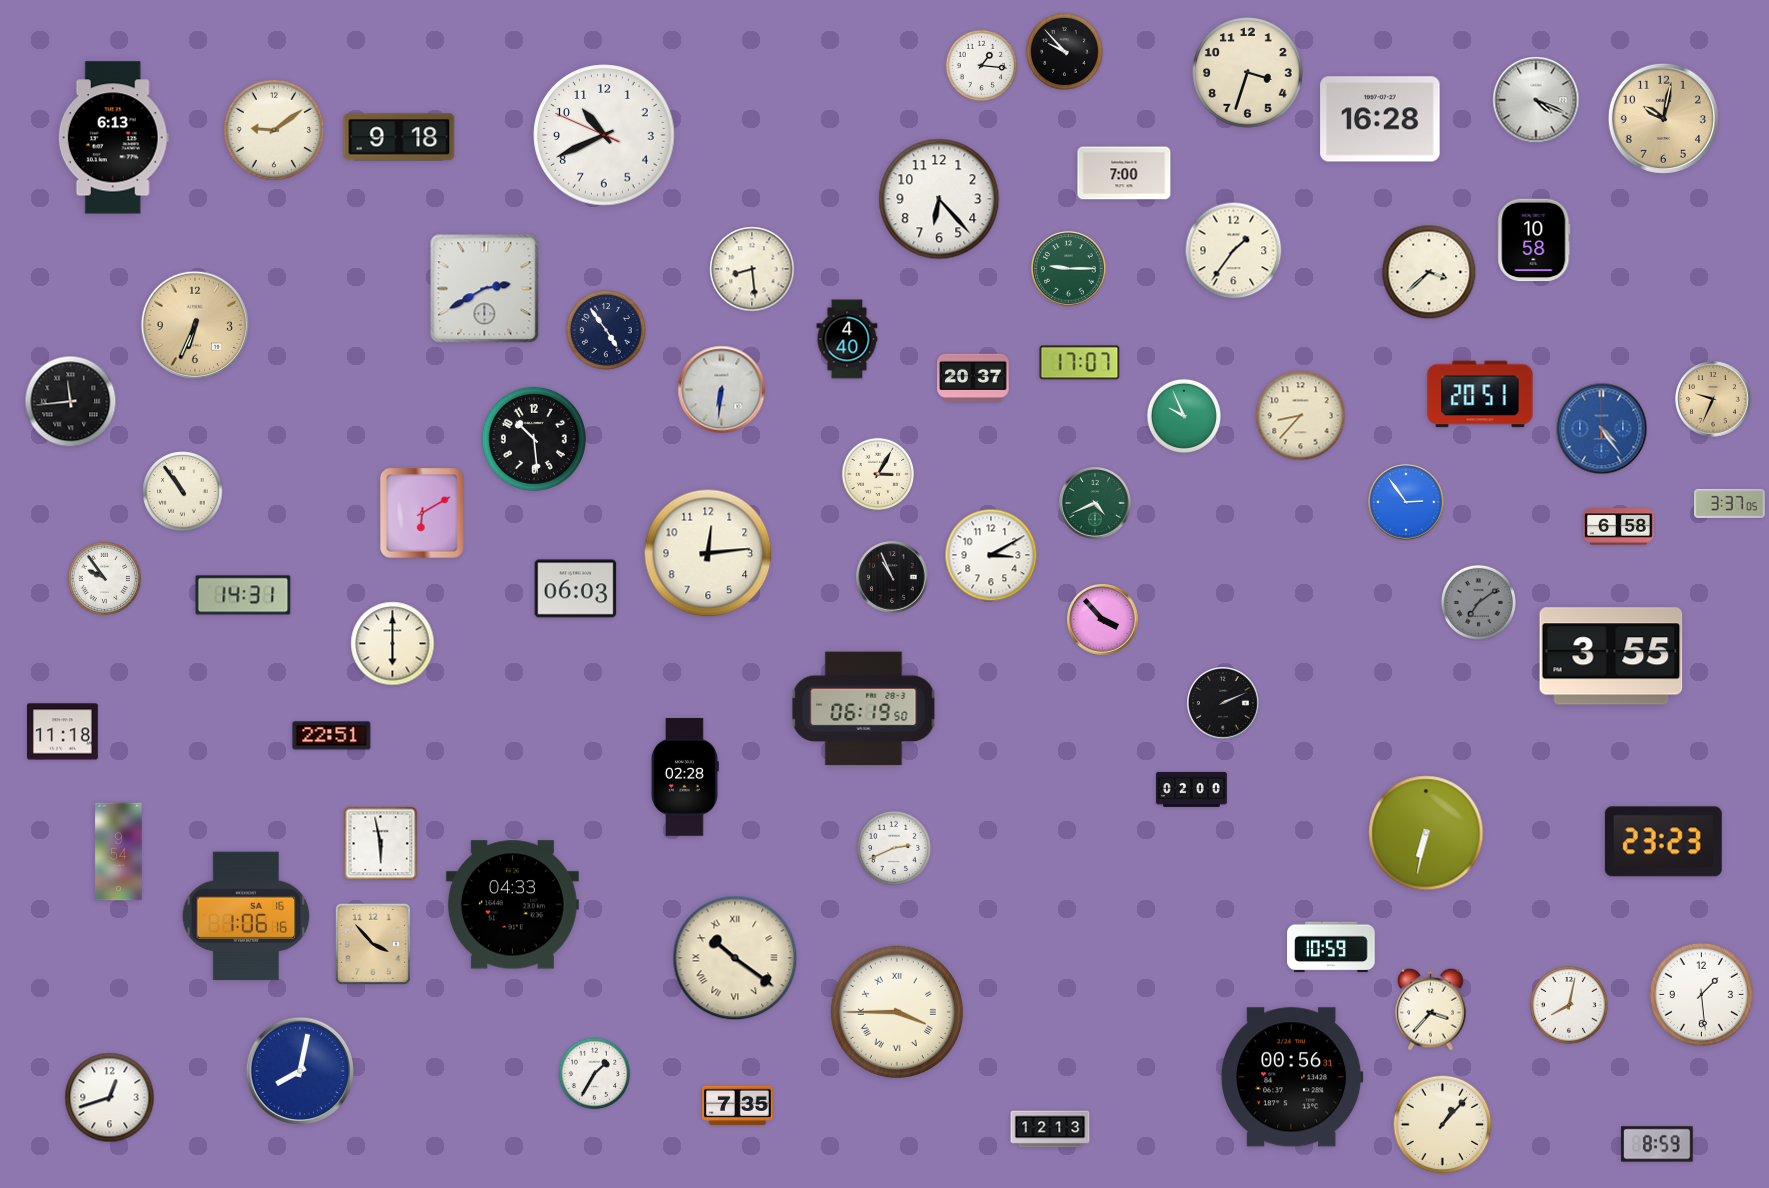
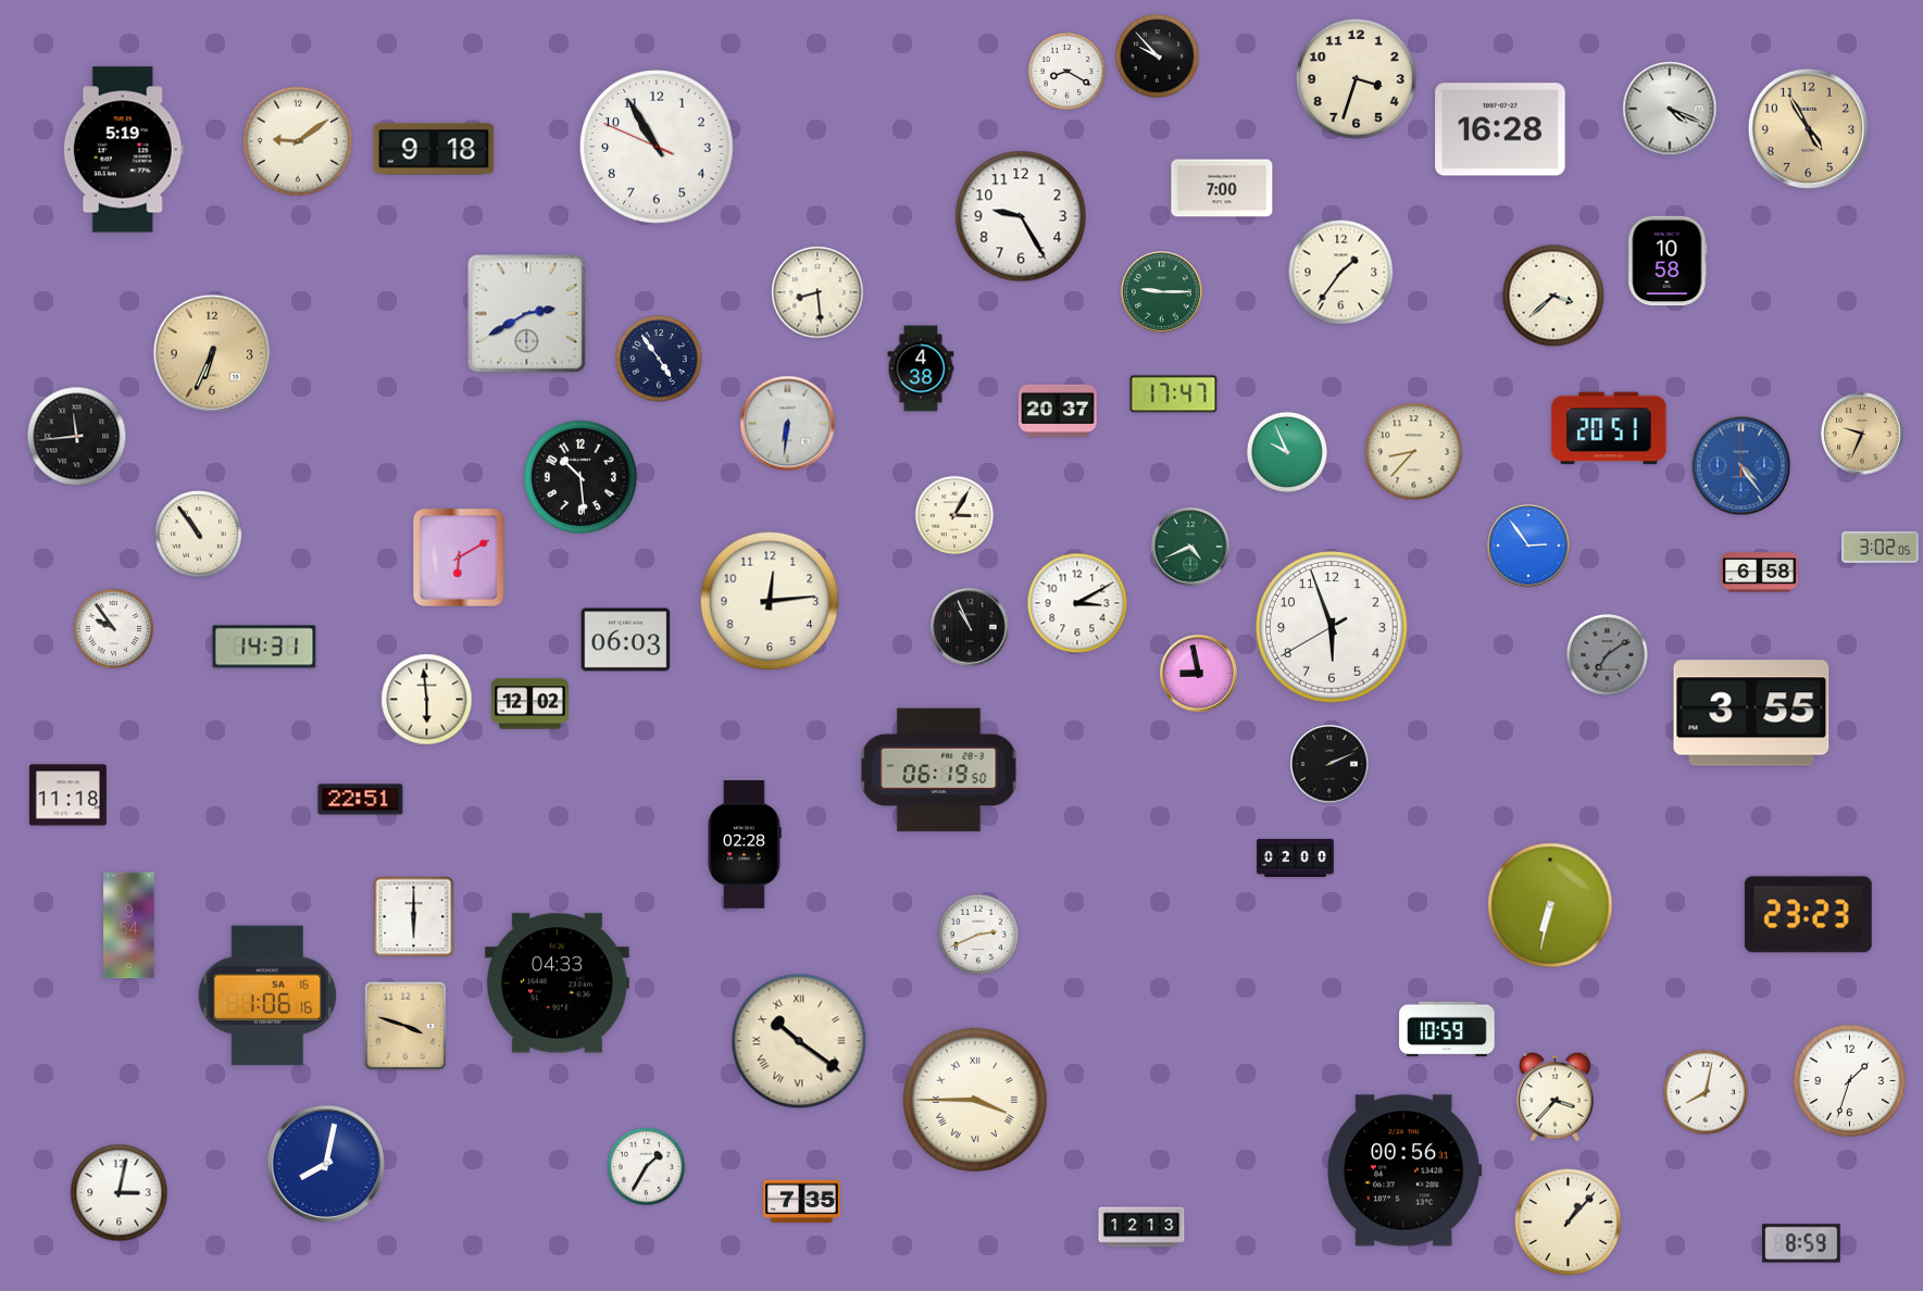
clock at (982, 66): 1:16 -> 8:20
clock at (1663, 118): 10:02 -> 4:55
clock at (604, 135): 10:40 -> 10:54
clock at (113, 138): 6:13 -> 5:19
clock at (939, 199): 6:23 -> 9:25
clock at (847, 339): 4:40 -> 4:38
clock at (1080, 363): 17:07 -> 17:47
clock at (722, 390) position: (722, 390) -> (788, 424)
clock at (1730, 503): 3:37 -> 3:02
clock at (1333, 628): none -> 5:56
clock at (1103, 620): 3:53 -> 8:58
clock at (393, 644): 6:00 -> 5:59
clock at (530, 704): none -> 12:02
clock at (381, 844): 5:58 -> 6:00
clock at (894, 848) position: (894, 848) -> (978, 935)
clock at (373, 944): 3:53 -> 3:48
clock at (1701, 994): 1:29 -> 1:33
clock at (110, 1098): 12:42 -> 3:02
